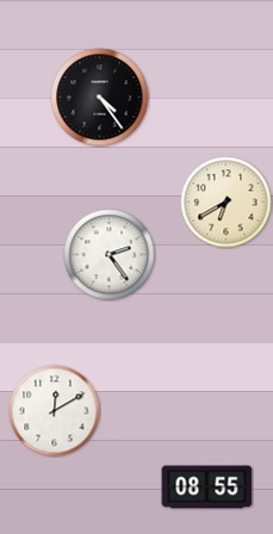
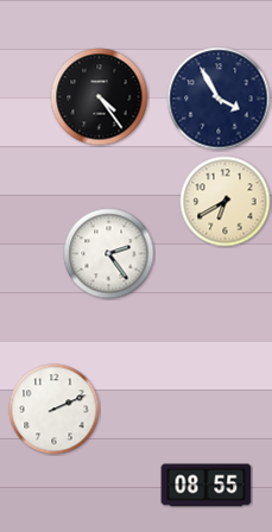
clock at (219, 99): none -> 3:55
clock at (55, 411): 12:10 -> 2:11
